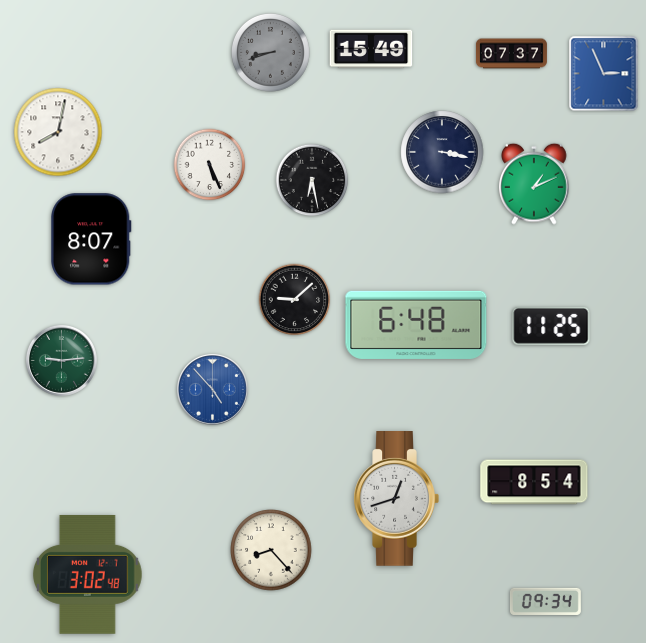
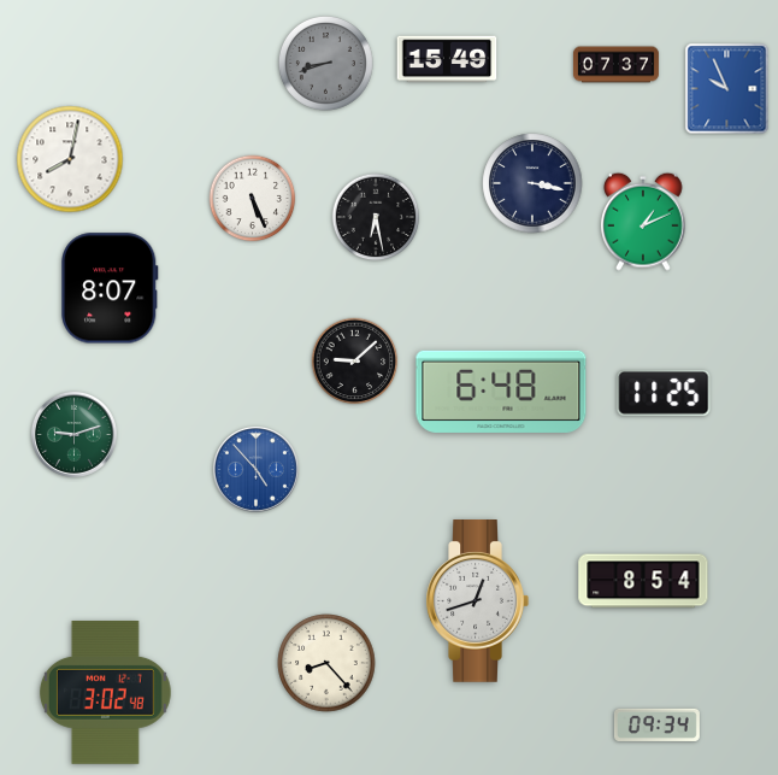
clock at (604, 74): 2:56 -> 9:56
clock at (61, 360): 9:14 -> 9:12
